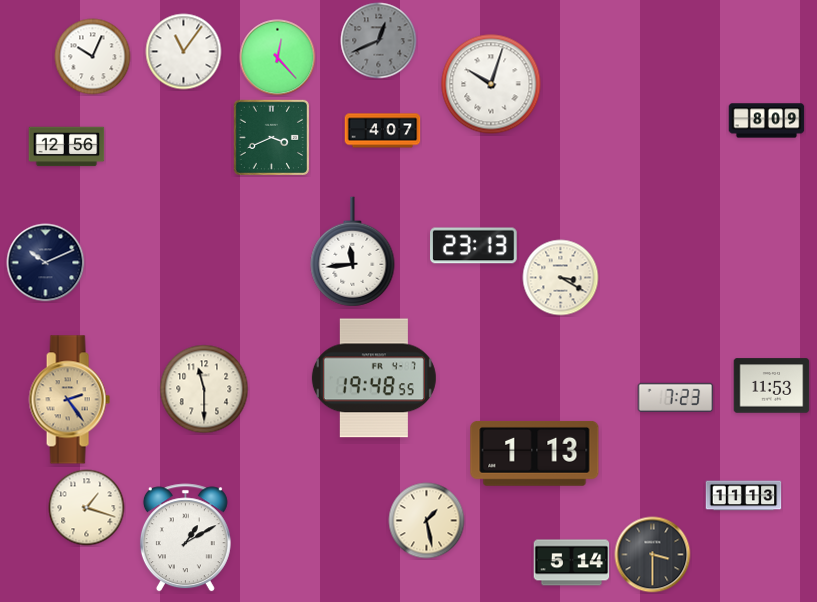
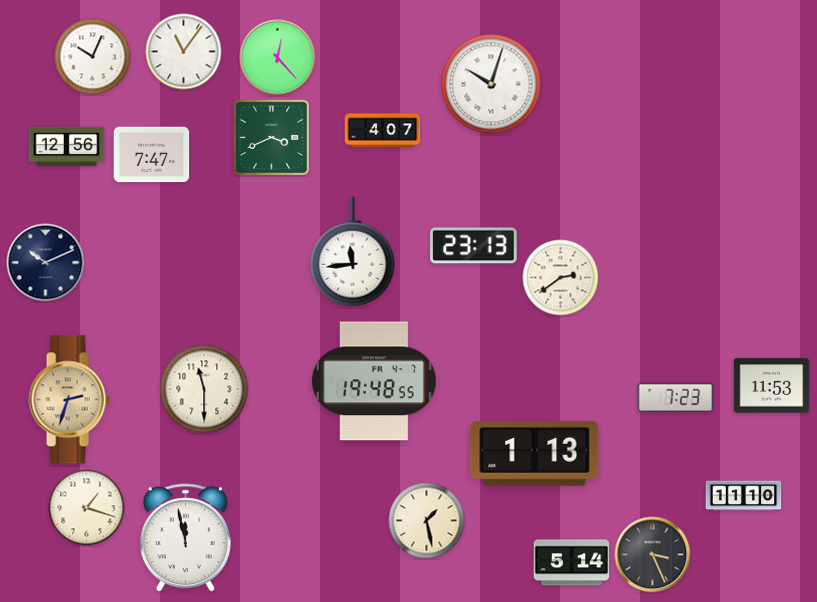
clock at (379, 41): 12:41 -> none
clock at (767, 121): 8:09 -> none
clock at (152, 155): none -> 7:47
clock at (561, 278): 3:20 -> 2:39
clock at (374, 378) position: (374, 378) -> (374, 381)
clock at (69, 400): 2:24 -> 2:33
clock at (744, 496): 11:13 -> 11:10
clock at (185, 538): 1:10 -> 11:58
clock at (653, 555): 3:30 -> 3:26
